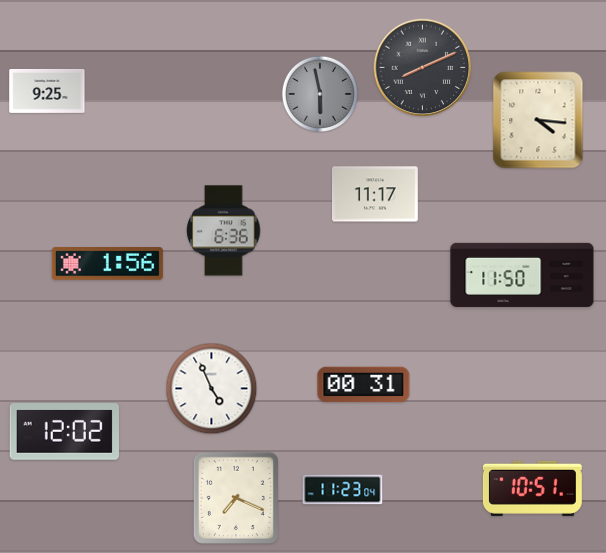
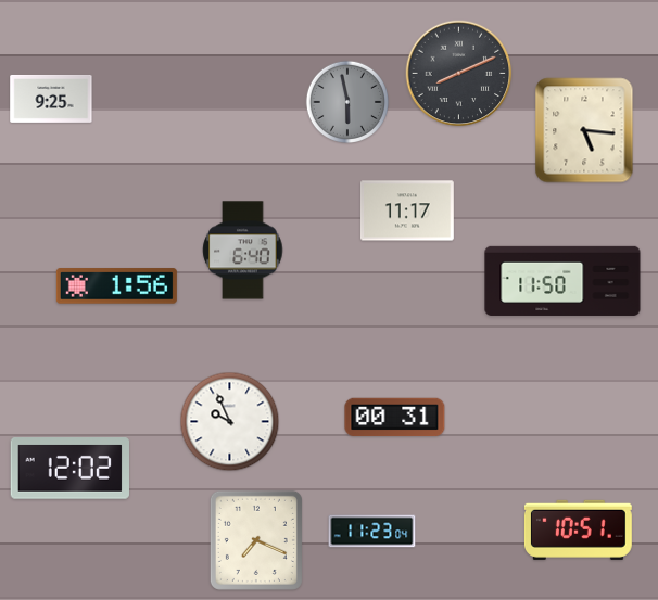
clock at (538, 120): 4:16 -> 5:16
clock at (224, 231): 6:36 -> 6:40
clock at (522, 275) position: (522, 275) -> (562, 281)
clock at (212, 389): 4:56 -> 9:56
